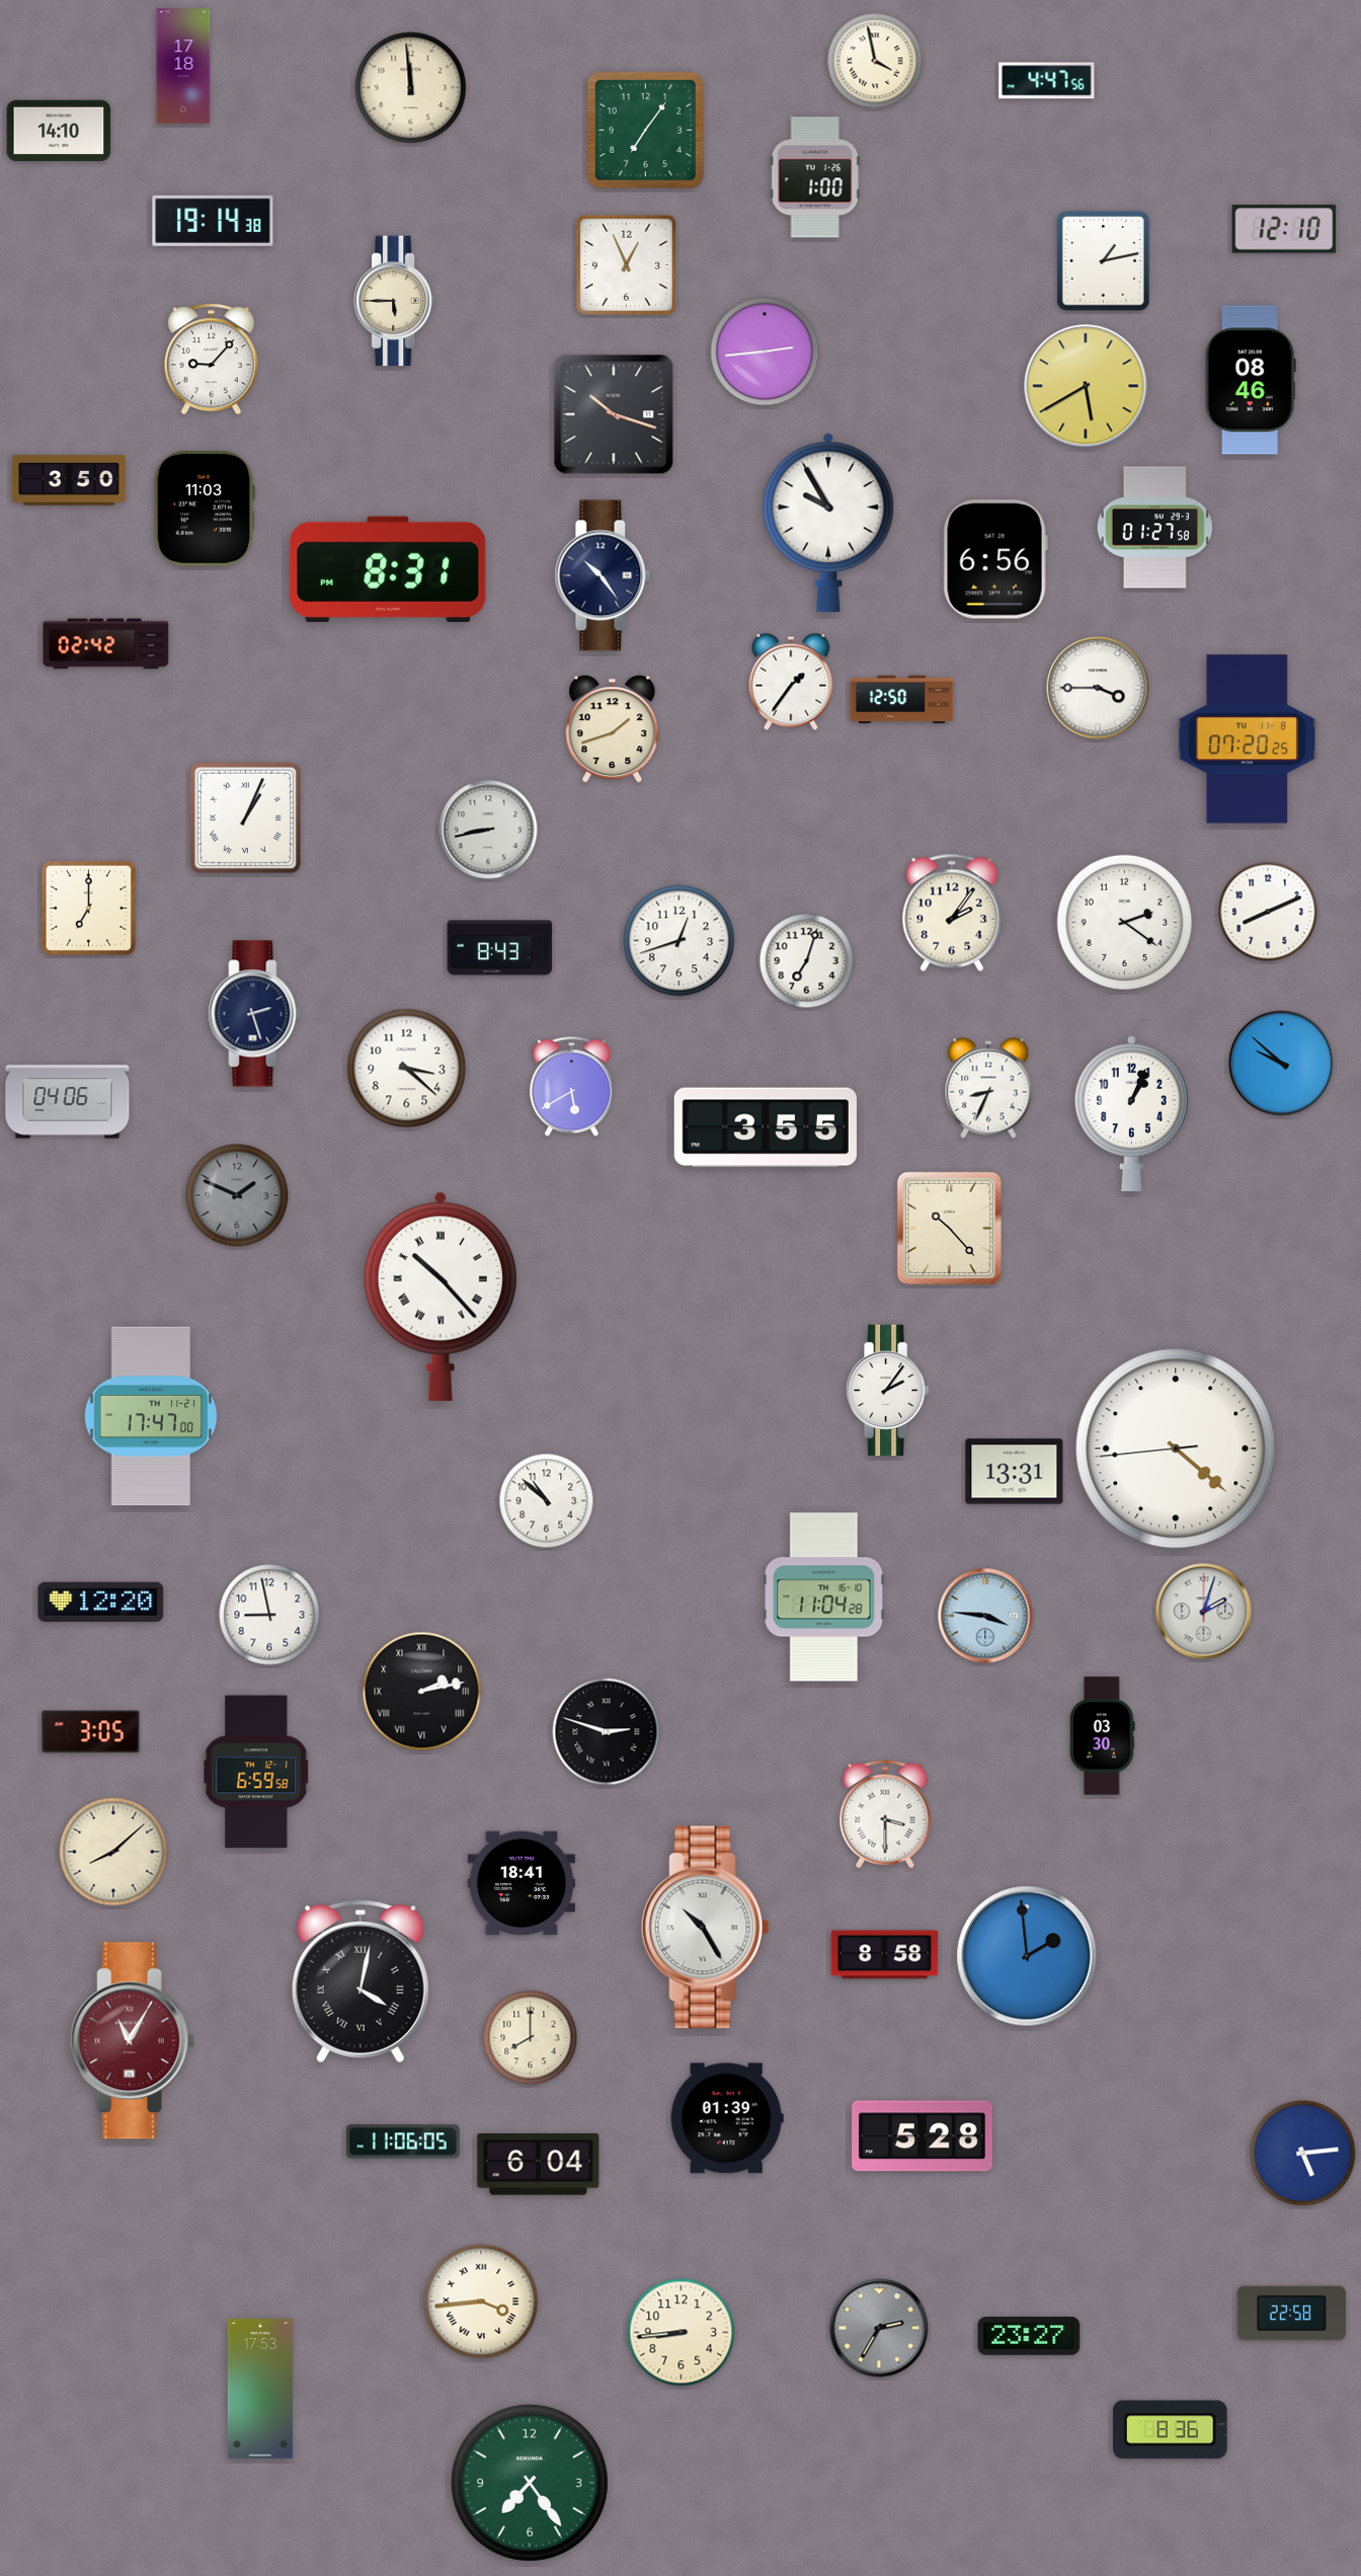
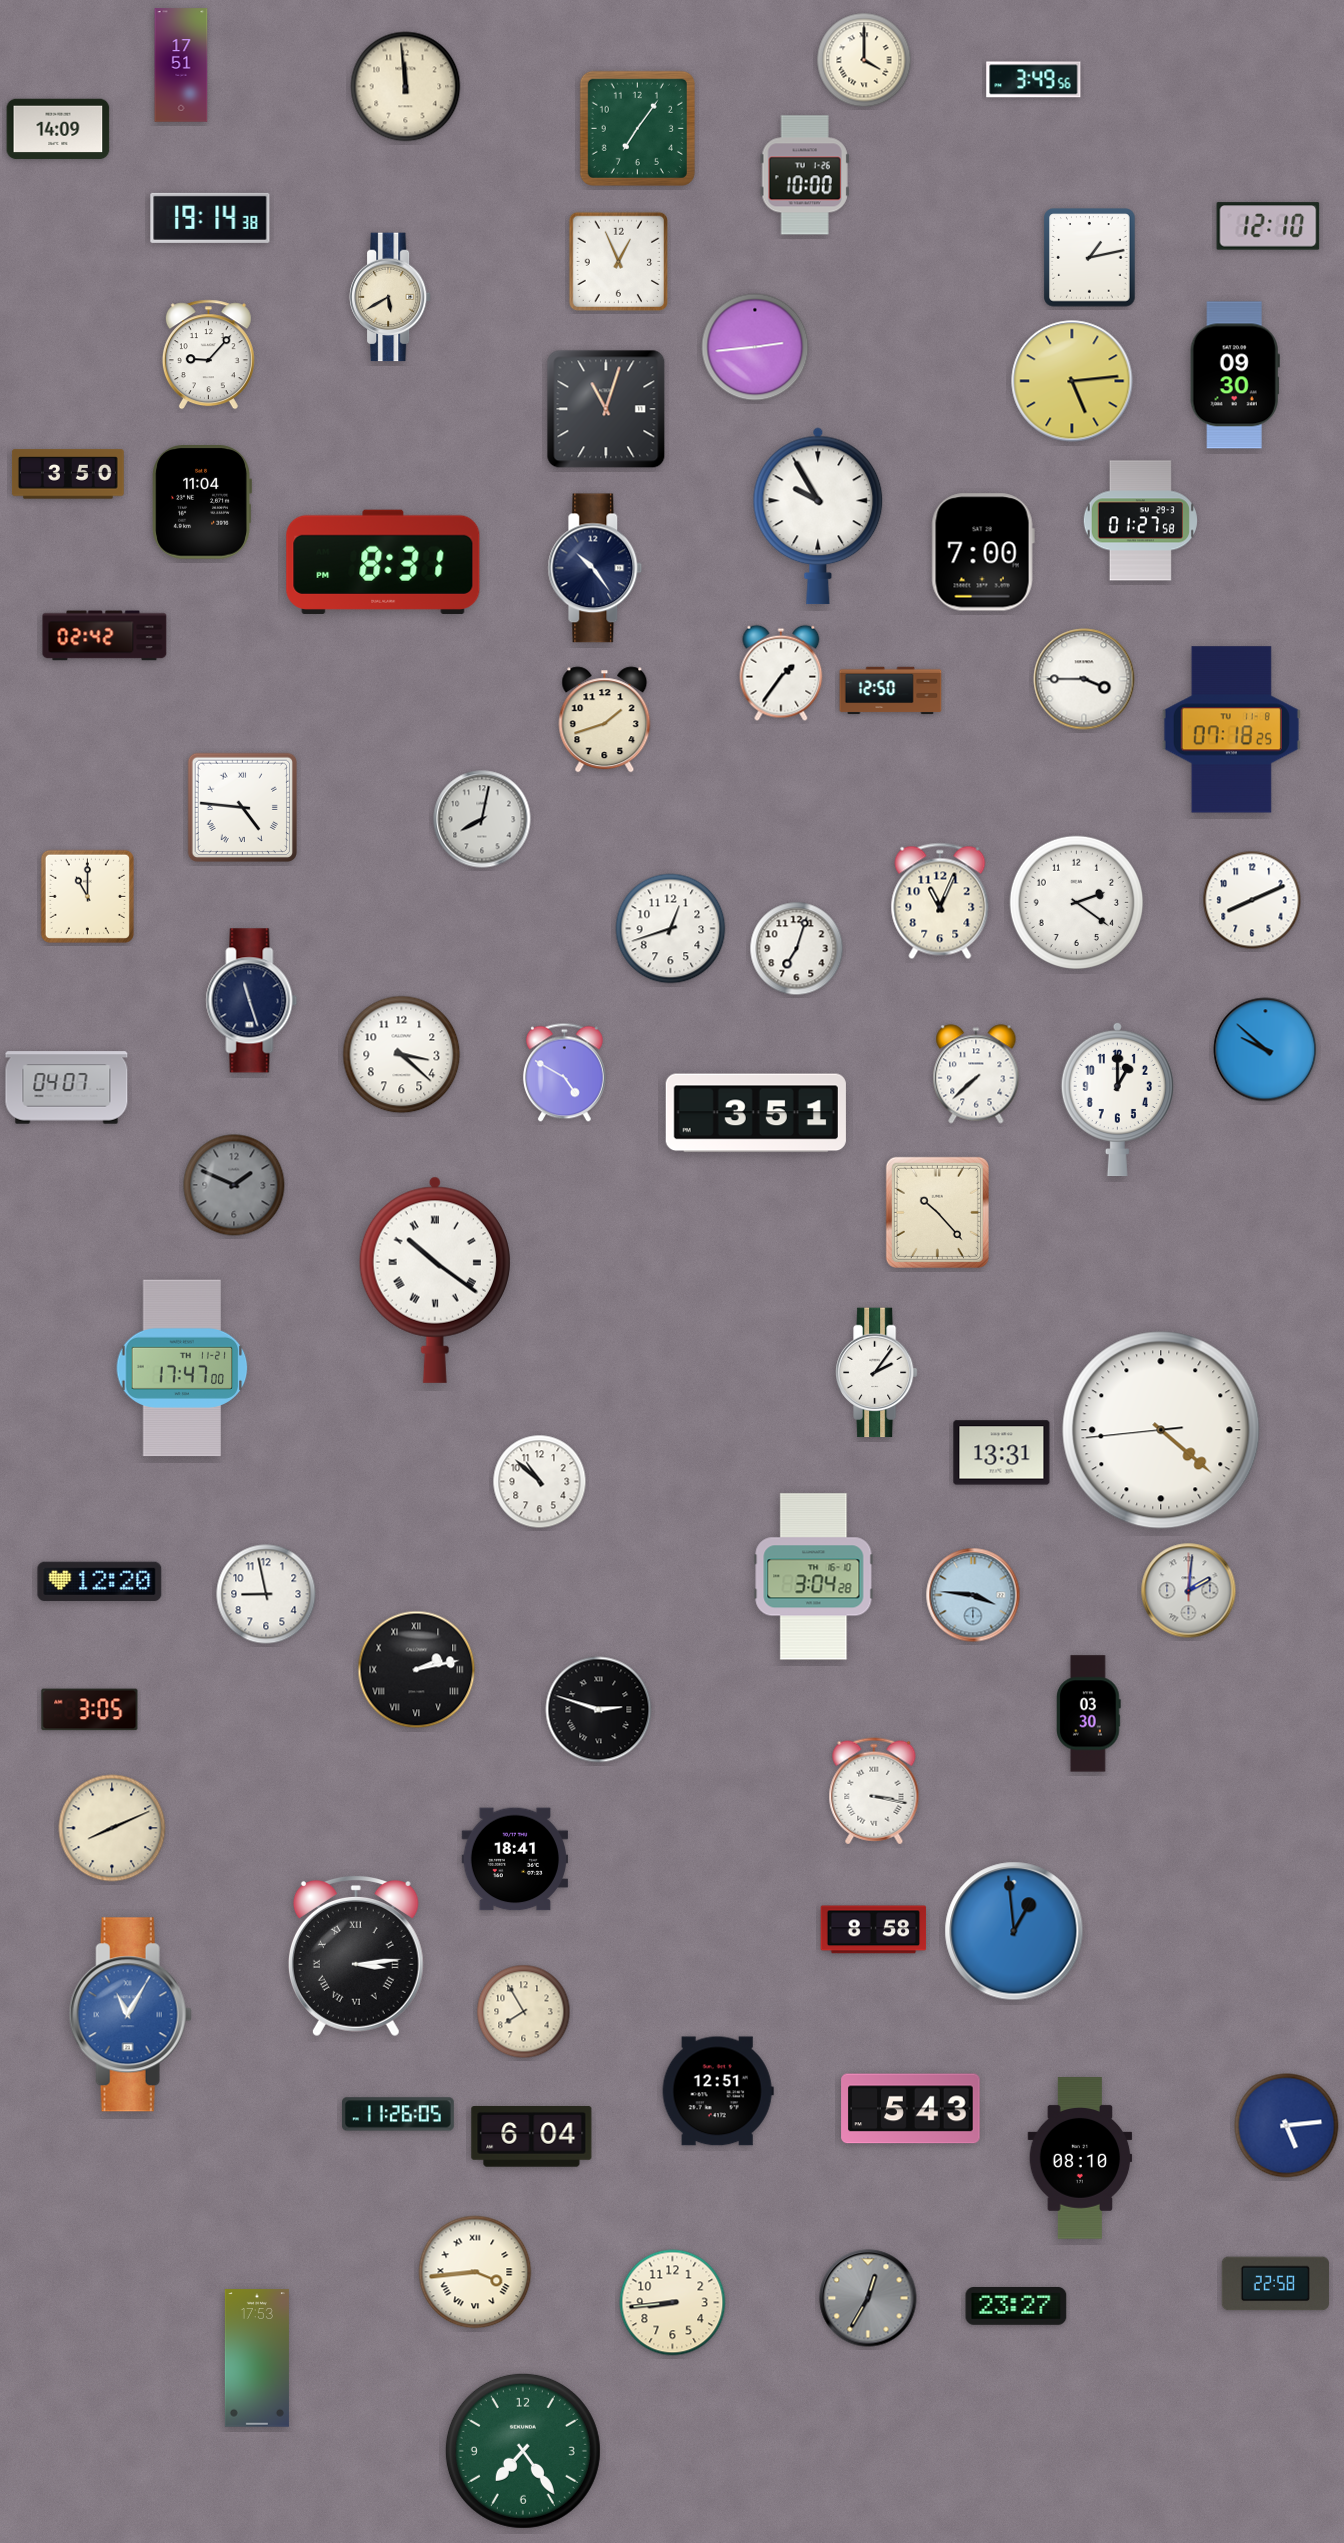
clock at (875, 61): 3:58 -> 4:00
clock at (183, 66): 17:18 -> 17:51
clock at (1047, 81): 4:47 -> 3:49
clock at (59, 131): 14:10 -> 14:09
clock at (815, 177): 1:00 -> 10:00
clock at (395, 301): 5:45 -> 5:40
clock at (1251, 380): 08:46 -> 09:30
clock at (1086, 386): 5:40 -> 5:14
clock at (614, 414): 10:18 -> 11:03
clock at (205, 510): 11:03 -> 11:04
clock at (995, 559): 6:56 -> 7:00
clock at (1247, 739): 07:20 -> 07:18
clock at (245, 817): 1:04 -> 4:46
clock at (488, 830): 8:43 -> 8:02
clock at (88, 908): 7:00 -> 11:00
clock at (952, 913): 2:06 -> 11:04
clock at (1125, 923) position: (1125, 923) -> (1077, 903)
clock at (500, 948): 8:43 -> none
clock at (255, 1014): 2:27 -> 11:27
clock at (571, 1087): 5:40 -> 4:50
clock at (988, 1088): 8:34 -> 7:38
clock at (68, 1102): 04:06 -> 04:07
clock at (1131, 1113): 1:04 -> 1:00
clock at (766, 1127): 3:55 -> 3:51
clock at (237, 1195) position: (237, 1195) -> (234, 1185)
clock at (441, 1297): 10:23 -> 10:21
clock at (151, 1416) position: (151, 1416) -> (182, 1368)
clock at (824, 1597): 11:04 -> 3:04
clock at (1204, 1612): 2:03 -> 2:01
clock at (256, 1772): 6:59 -> none
clock at (885, 1814): 3:30 -> 3:17
clock at (113, 1852): 8:08 -> 8:11
clock at (705, 1928): 10:25 -> none
clock at (1027, 1956): 1:59 -> 12:59
clock at (361, 1981): 4:02 -> 3:14
clock at (531, 2038): 8:00 -> 7:55
clock at (132, 2041) dial: burgundy -> blue
clock at (727, 2118): 01:39 -> 12:51
clock at (923, 2136): 5:28 -> 5:43
clock at (404, 2141): 11:06 -> 11:26
clock at (1080, 2158): none -> 08:10
clock at (879, 2328): 2:35 -> 12:35
clock at (1170, 2430): 8:36 -> none
